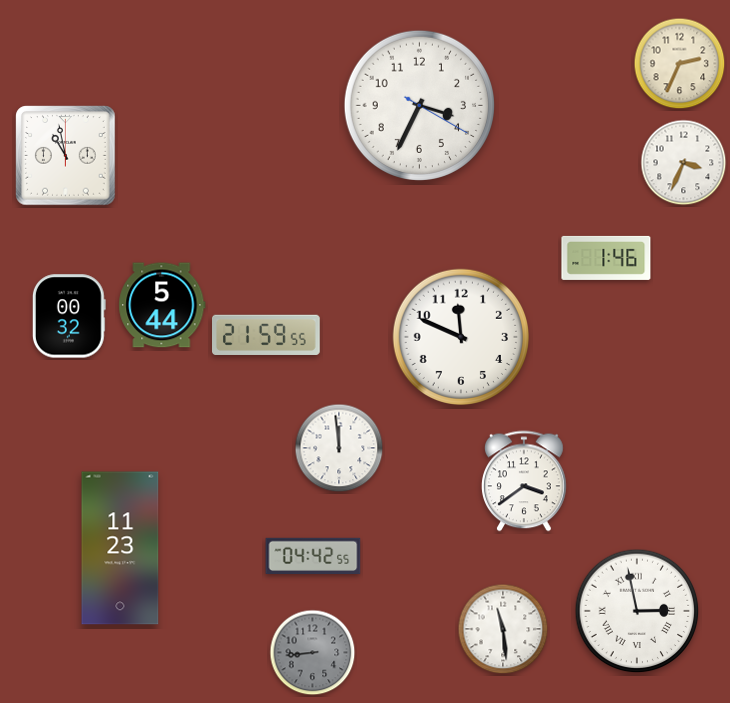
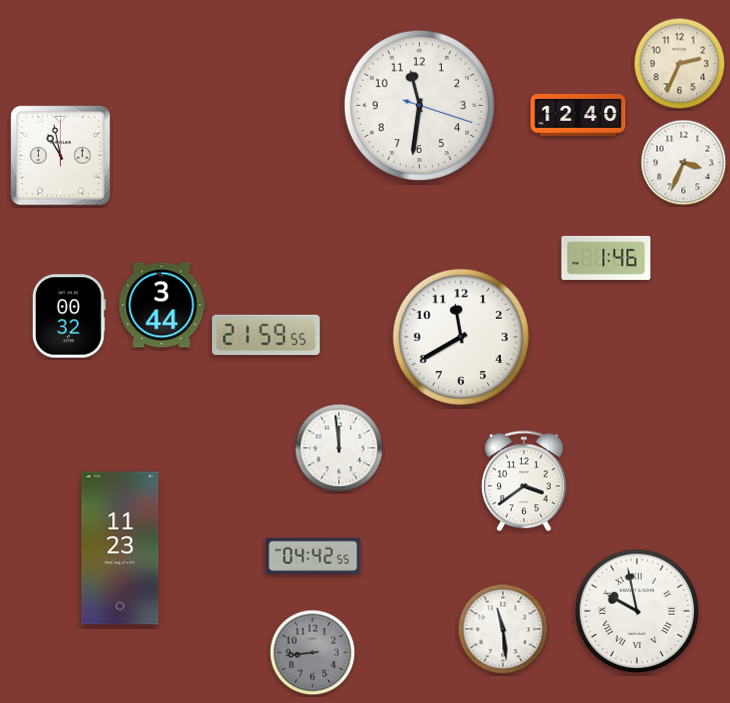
clock at (419, 105): 3:34 -> 11:31
clock at (578, 115): none -> 12:40
clock at (66, 156) position: (66, 156) -> (61, 156)
clock at (162, 305): 5:44 -> 3:44
clock at (461, 336): 11:49 -> 11:40
clock at (637, 611): 2:58 -> 9:58
